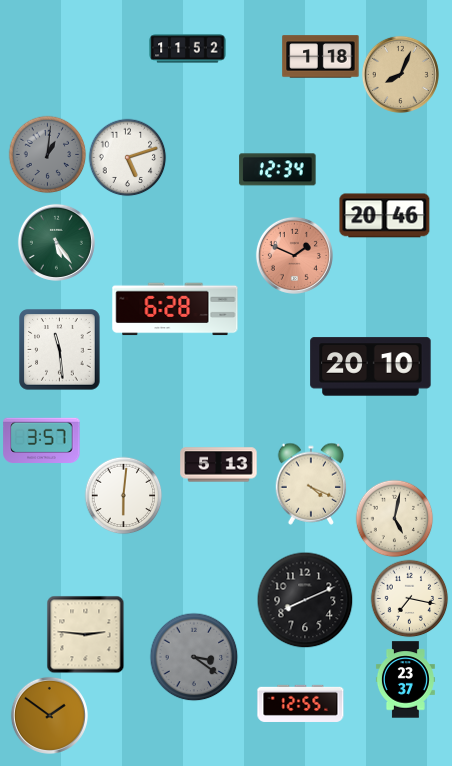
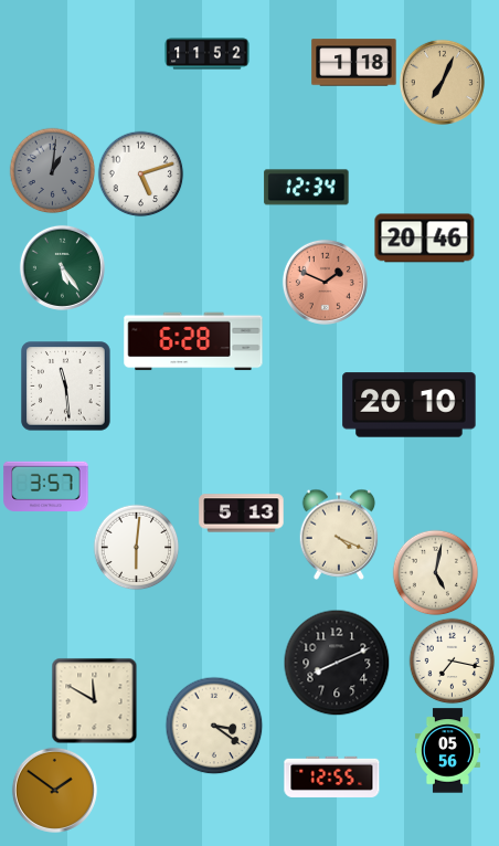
clock at (400, 74): 8:04 -> 7:04
clock at (311, 484) position: (311, 484) -> (339, 535)
clock at (85, 634): 2:46 -> 11:50
clock at (194, 657) dial: grey -> cream
clock at (405, 680): 23:37 -> 05:56
